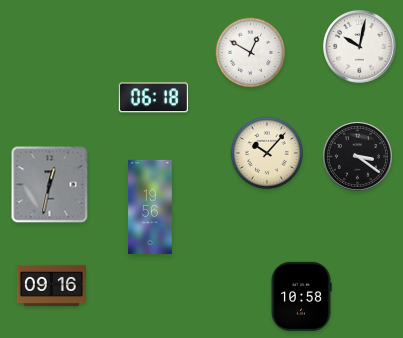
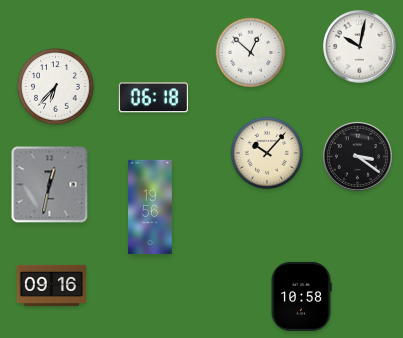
clock at (251, 53): 12:50 -> 12:52
clock at (56, 87): none -> 6:37
